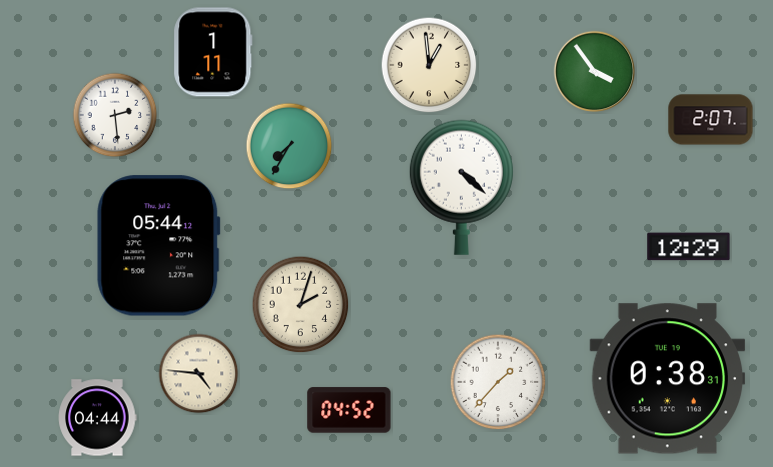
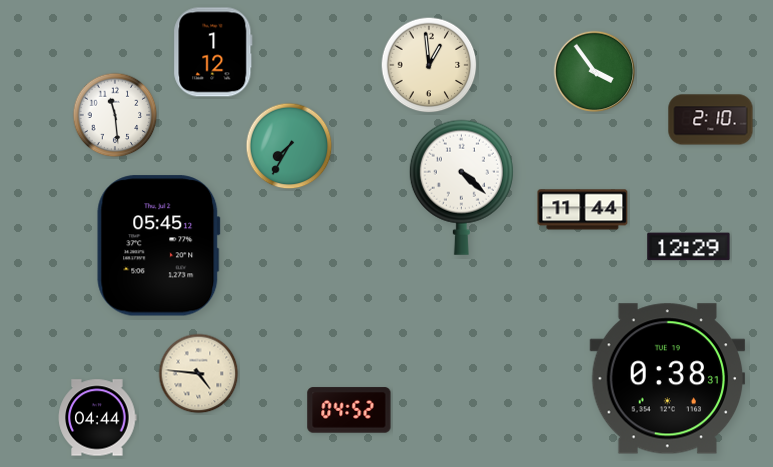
clock at (213, 52): 1:11 -> 1:12
clock at (115, 115): 2:29 -> 11:29
clock at (711, 120): 2:07 -> 2:10
clock at (583, 210): none -> 11:44
clock at (159, 246): 05:44 -> 05:45
clock at (301, 305): 2:03 -> none
clock at (498, 382): 1:37 -> none
